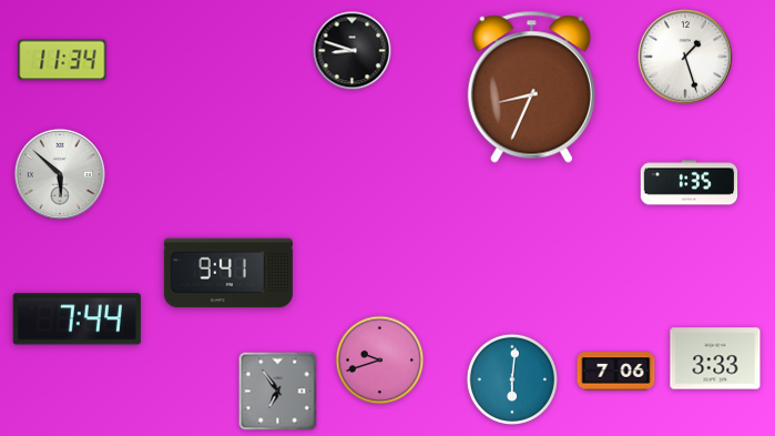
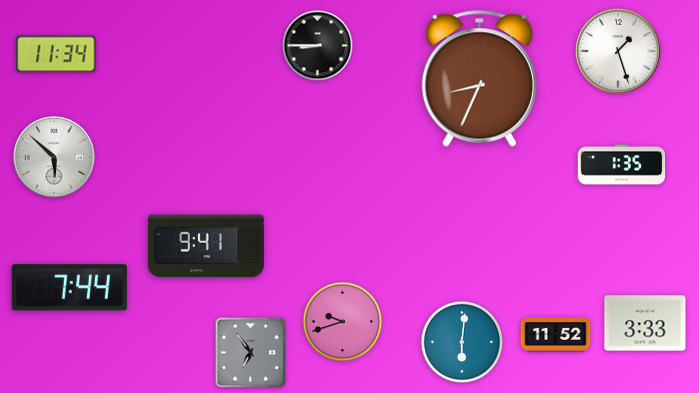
clock at (353, 51): 8:48 -> 8:45
clock at (380, 361) position: (380, 361) -> (343, 322)
clock at (616, 372): 7:06 -> 11:52
